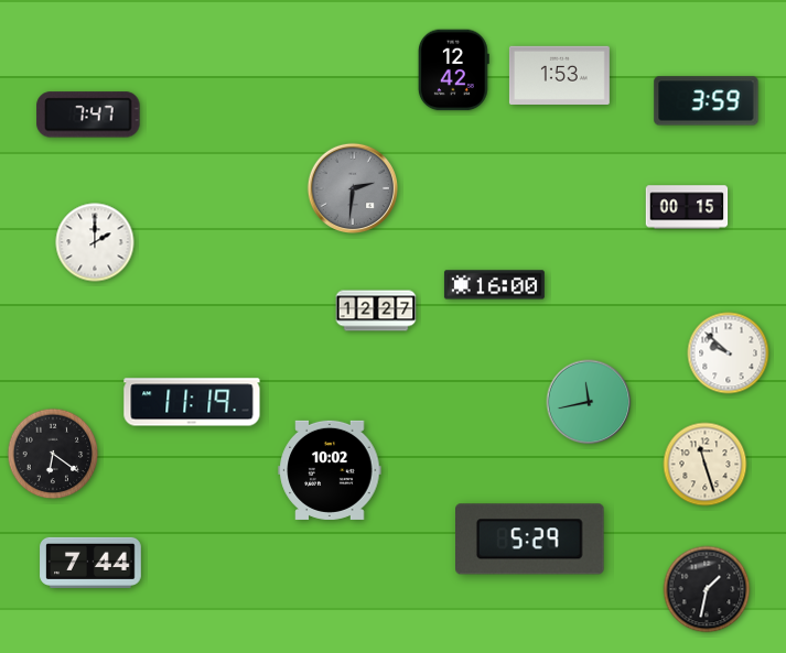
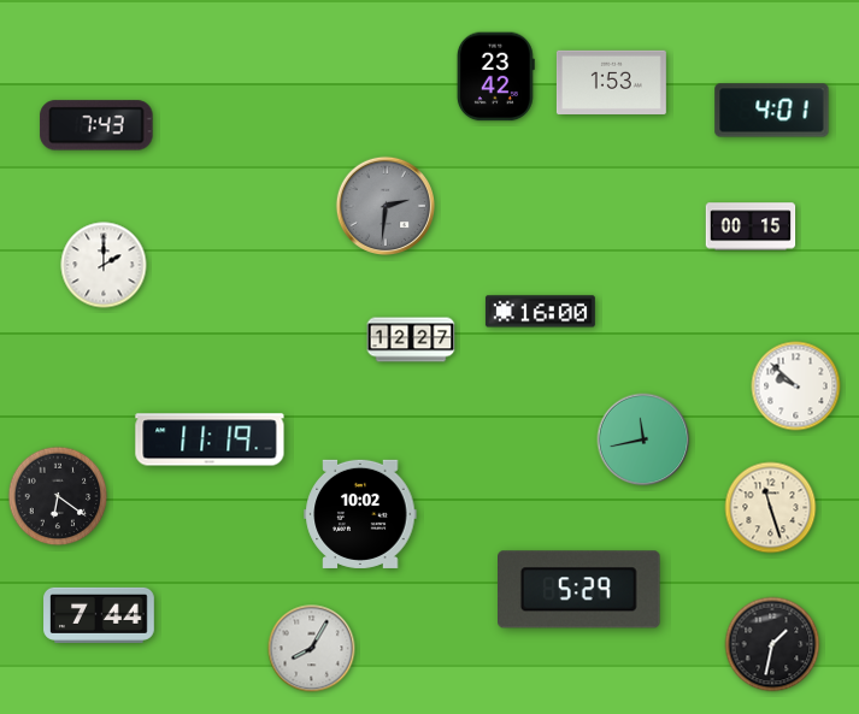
clock at (453, 70): 12:42 -> 23:42
clock at (707, 101): 3:59 -> 4:01
clock at (88, 115): 7:47 -> 7:43
clock at (312, 649): none -> 8:05
